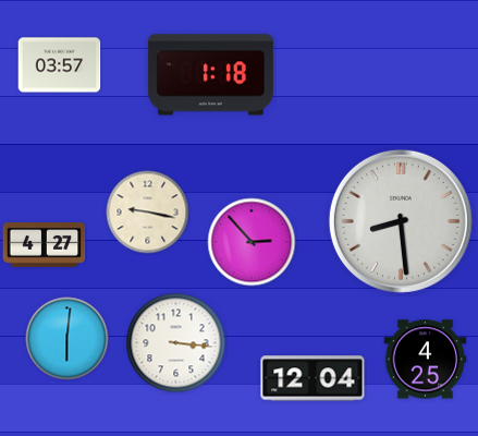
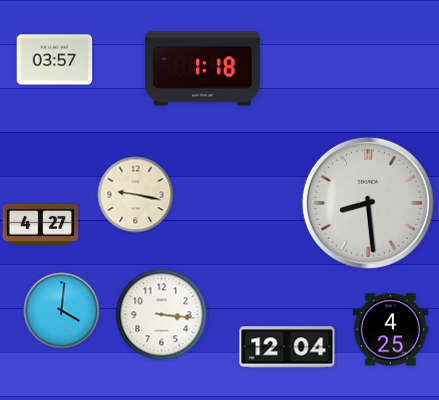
clock at (210, 75) position: (210, 75) -> (202, 69)
clock at (252, 242): 2:53 -> none
clock at (68, 339): 6:01 -> 4:01
